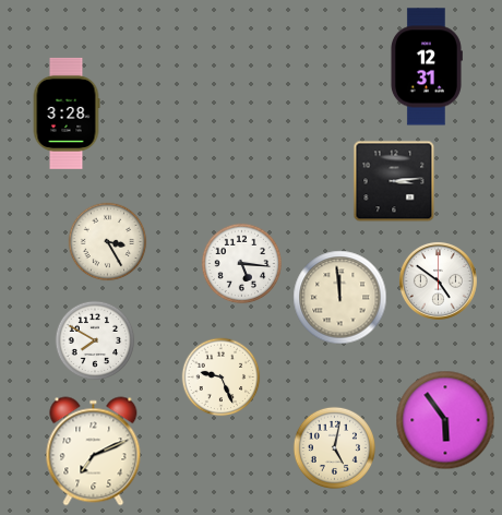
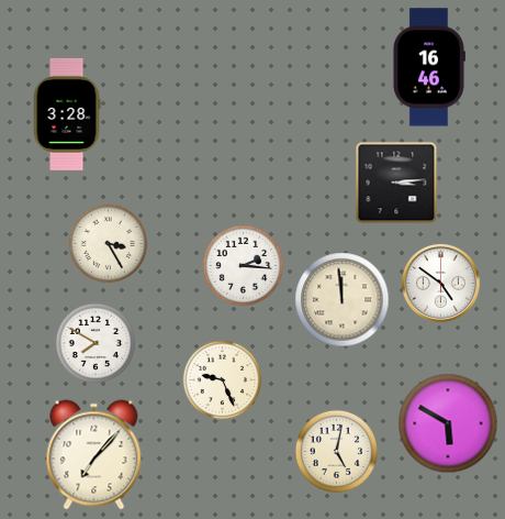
clock at (426, 67): 12:31 -> 16:46
clock at (242, 264): 5:16 -> 2:16
clock at (445, 420): 5:54 -> 5:50
clock at (94, 452): 7:11 -> 7:07
